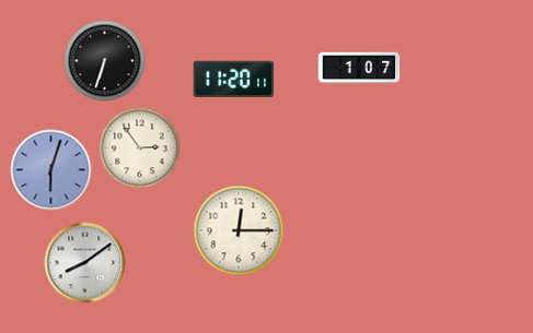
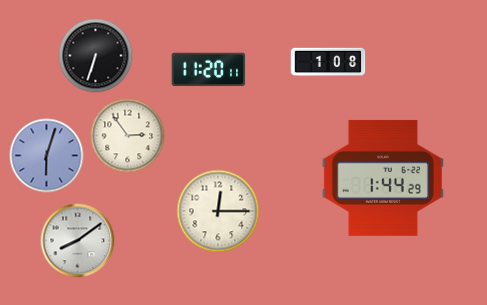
clock at (359, 68): 1:07 -> 1:08
clock at (234, 80) position: (234, 80) -> (209, 70)
clock at (383, 178): none -> 1:44
